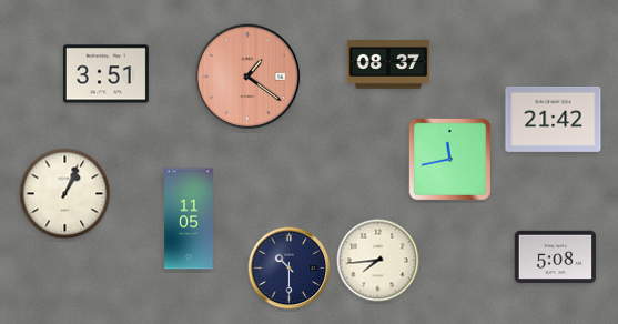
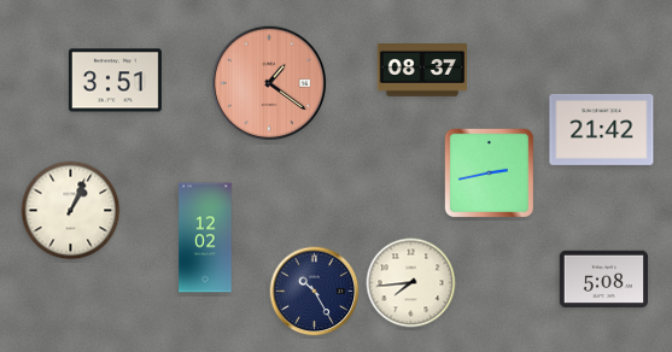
clock at (449, 159): 11:43 -> 2:43
clock at (189, 219): 11:05 -> 12:02
clock at (290, 269): 10:30 -> 10:25
